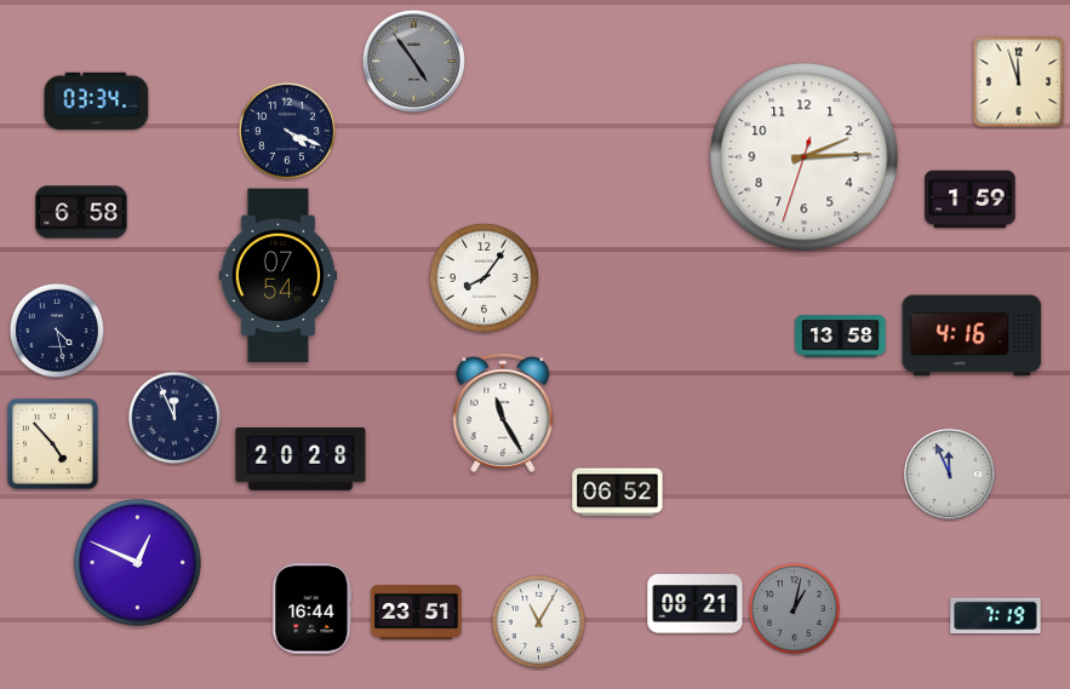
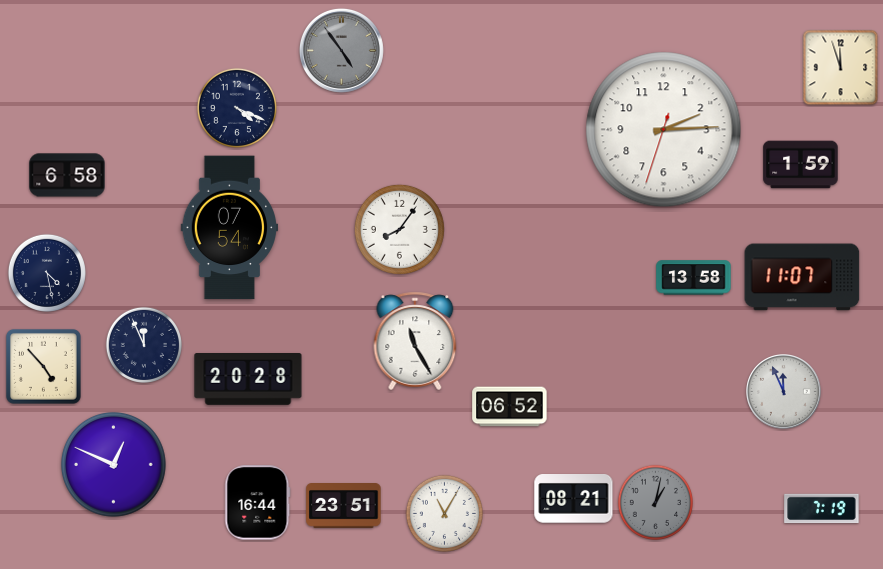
clock at (97, 101): 03:34 -> none
clock at (972, 335): 4:16 -> 11:07
